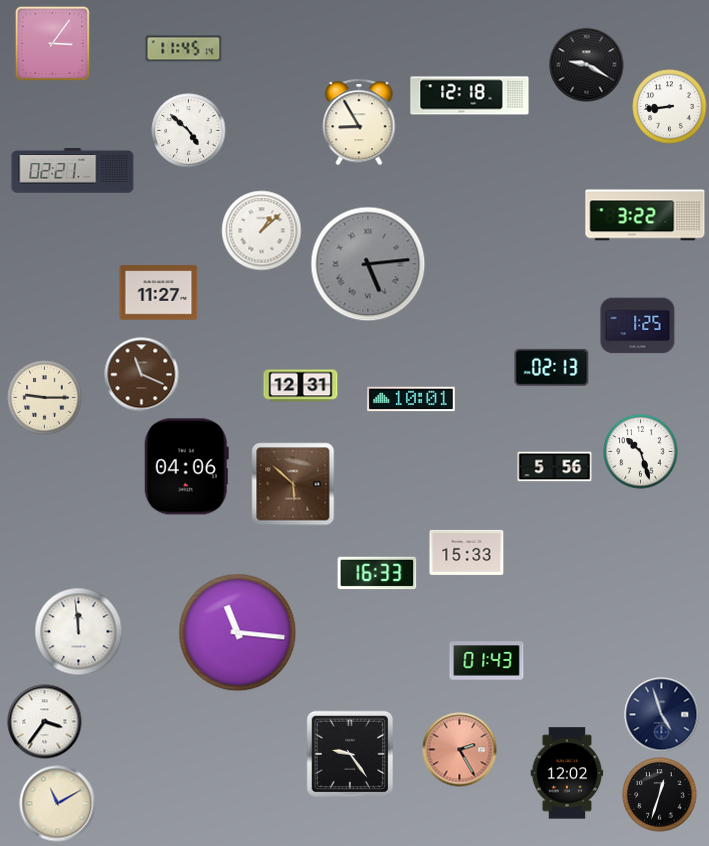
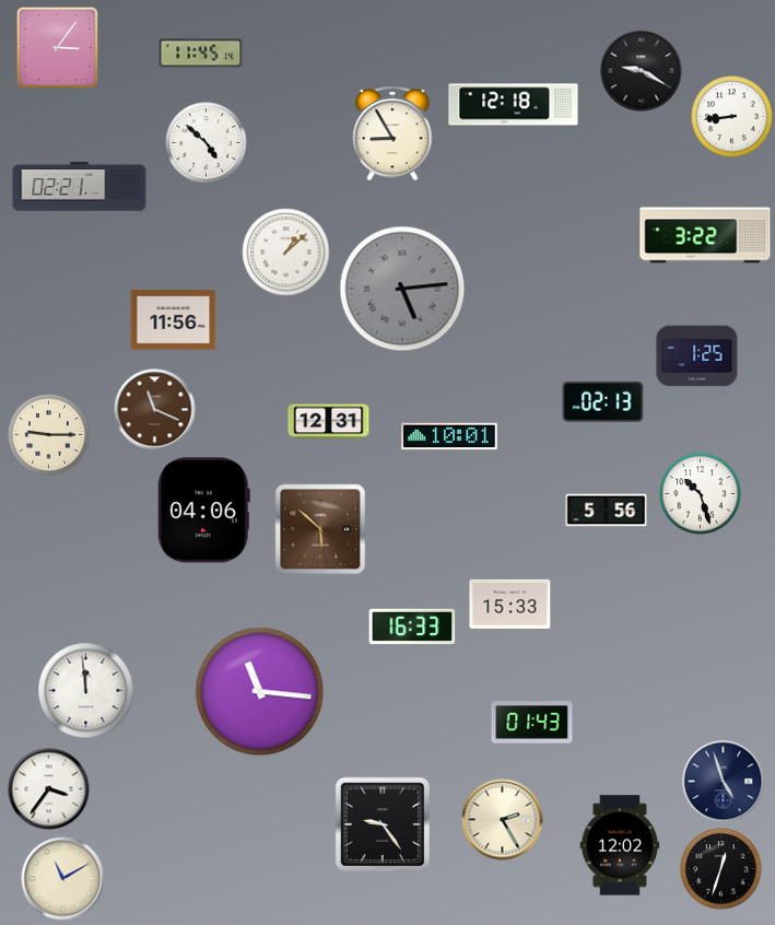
clock at (159, 293): 11:27 -> 11:56
clock at (460, 750) dial: salmon -> cream
